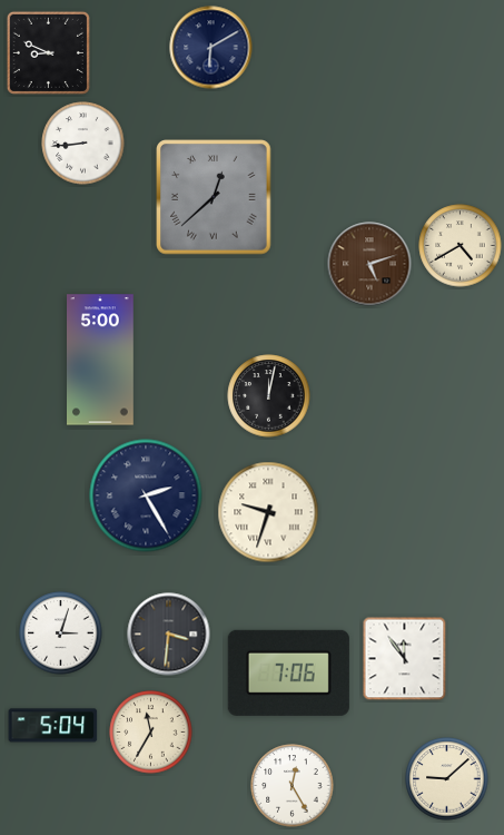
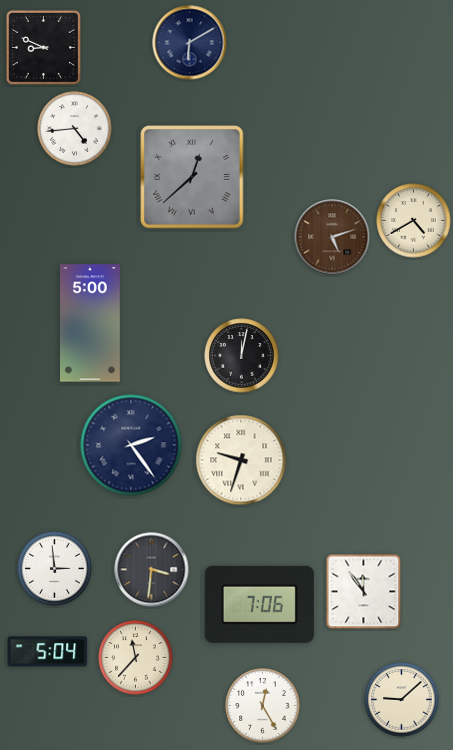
clock at (83, 144): 8:44 -> 4:44
clock at (146, 495): 2:25 -> 2:24
clock at (61, 633): 3:03 -> 2:59
clock at (151, 733): 11:35 -> 11:37
